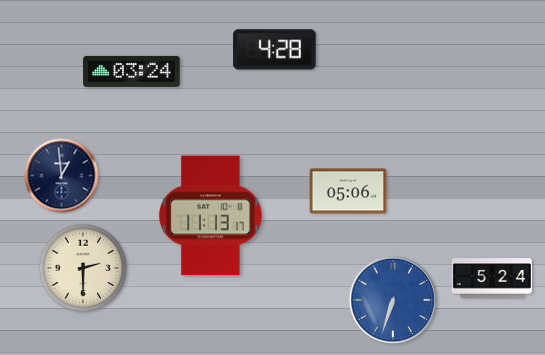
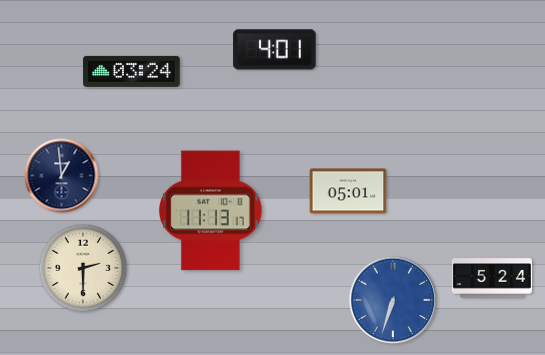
clock at (275, 50): 4:28 -> 4:01
clock at (348, 191): 05:06 -> 05:01
clock at (211, 216) position: (211, 216) -> (211, 211)
